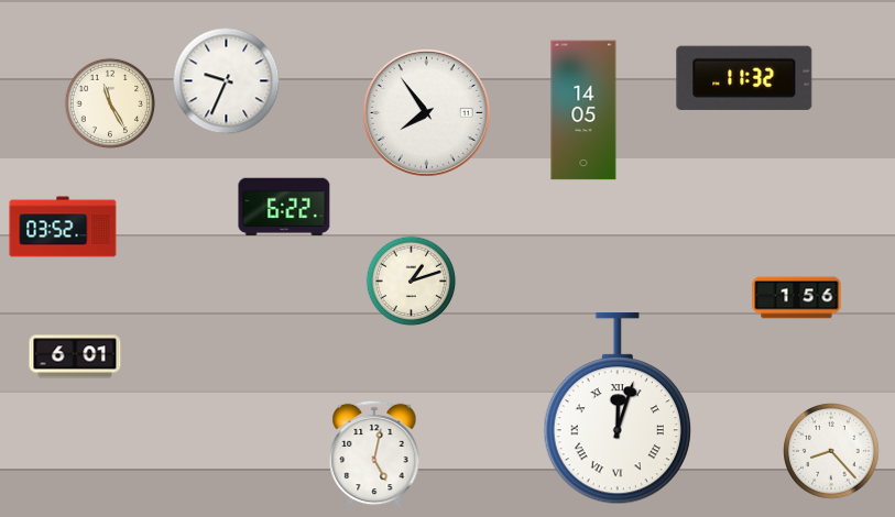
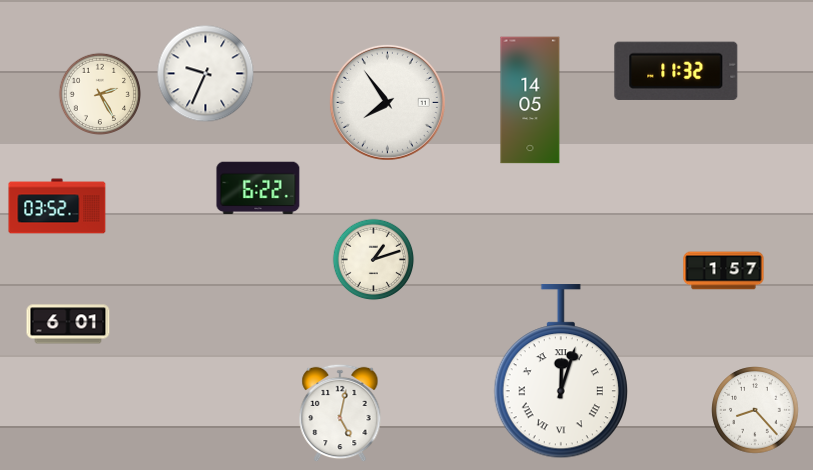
clock at (109, 102): 11:25 -> 2:25
clock at (412, 282) position: (412, 282) -> (374, 260)
clock at (797, 298): 1:56 -> 1:57
